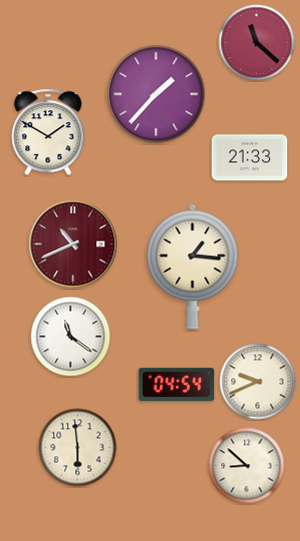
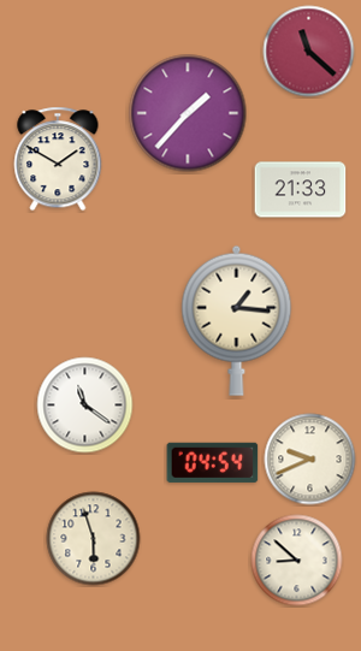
clock at (73, 244): 10:41 -> none
clock at (193, 266) position: (193, 266) -> (237, 320)
clock at (78, 448): 5:59 -> 5:57
